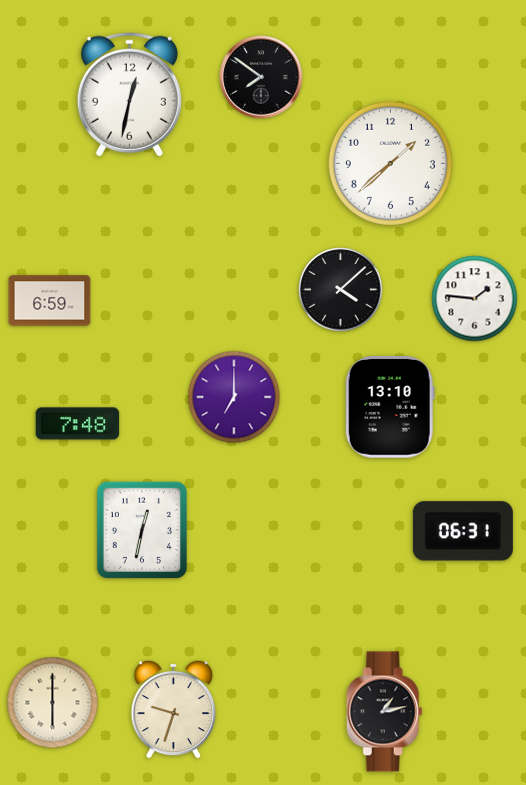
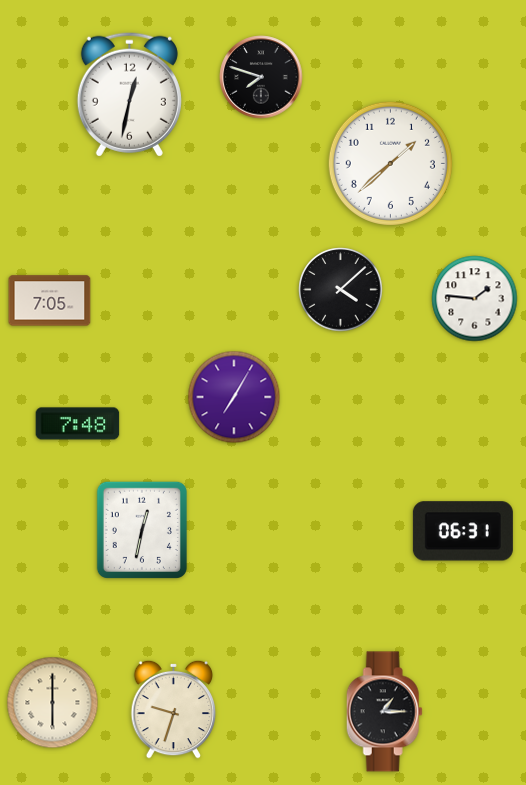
clock at (261, 77): 7:51 -> 7:48
clock at (50, 301): 6:59 -> 7:05
clock at (234, 397): 7:00 -> 7:05
clock at (390, 408): 13:10 -> none
clock at (384, 712): 1:13 -> 1:15
